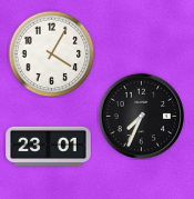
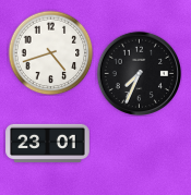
clock at (51, 53): 4:05 -> 4:42
clock at (141, 116) position: (141, 116) -> (139, 73)
